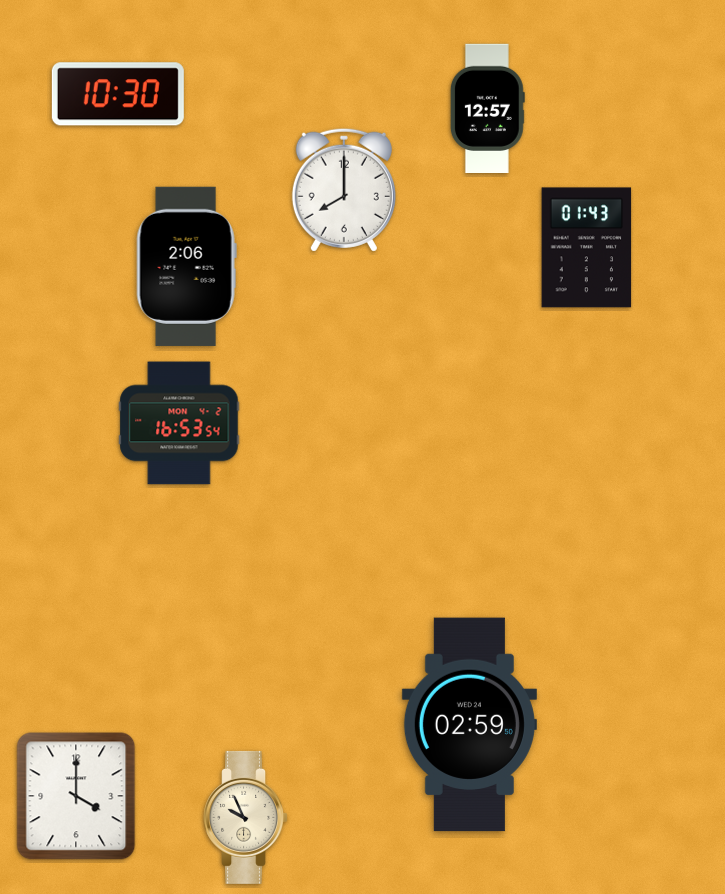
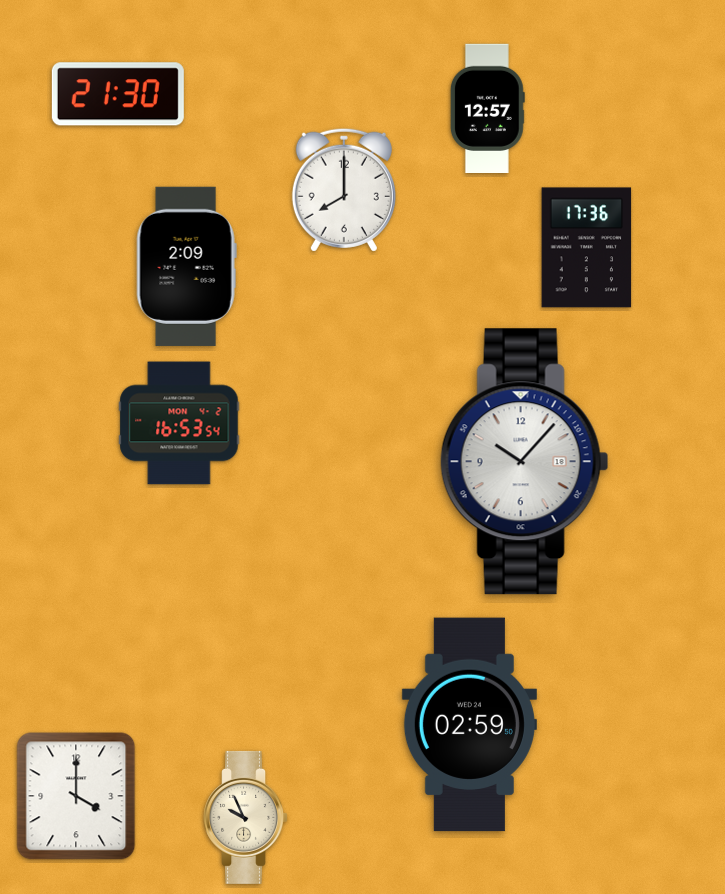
clock at (118, 94): 10:30 -> 21:30
clock at (587, 248): 01:43 -> 17:36
clock at (186, 266): 2:06 -> 2:09
clock at (524, 462): none -> 10:07
